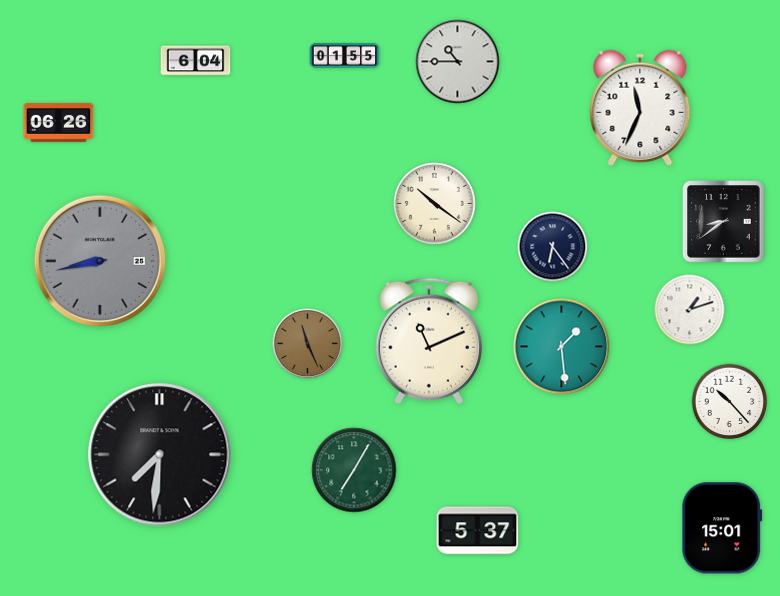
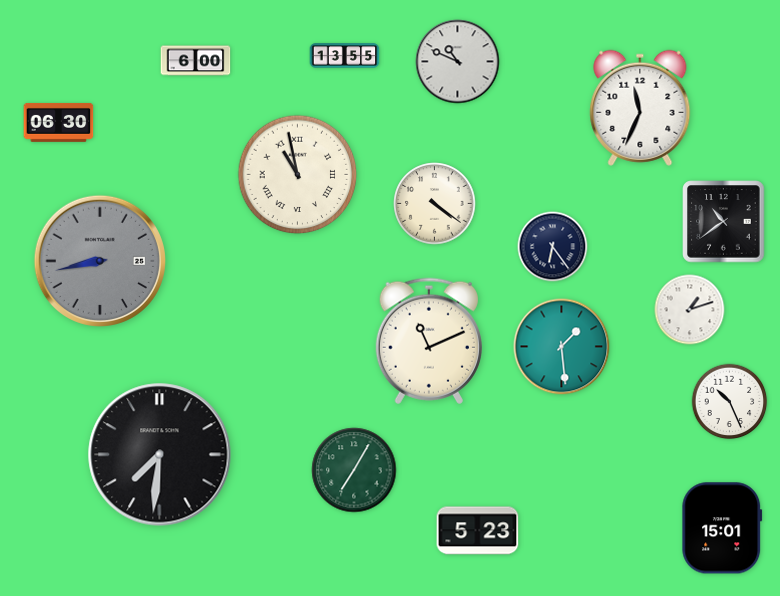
clock at (345, 56): 01:55 -> 13:55
clock at (196, 61): 6:04 -> 6:00
clock at (458, 62): 10:45 -> 10:49
clock at (59, 122): 06:26 -> 06:30
clock at (298, 175): none -> 10:58
clock at (435, 204): 10:21 -> 4:21
clock at (724, 222): 8:39 -> 10:39
clock at (308, 344): 11:26 -> none
clock at (730, 402): 10:23 -> 10:26
clock at (478, 531): 5:37 -> 5:23
